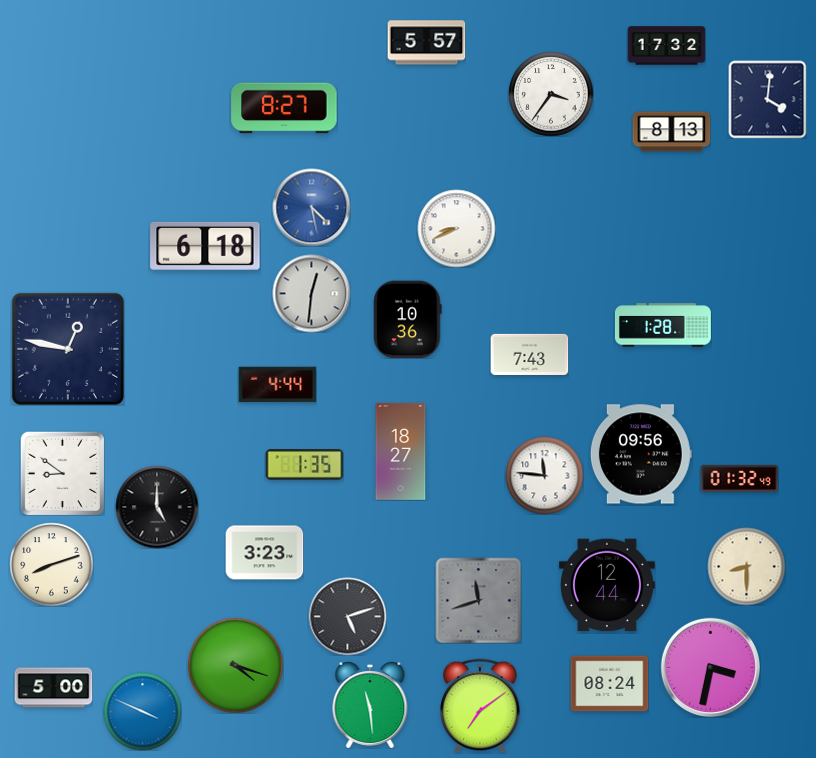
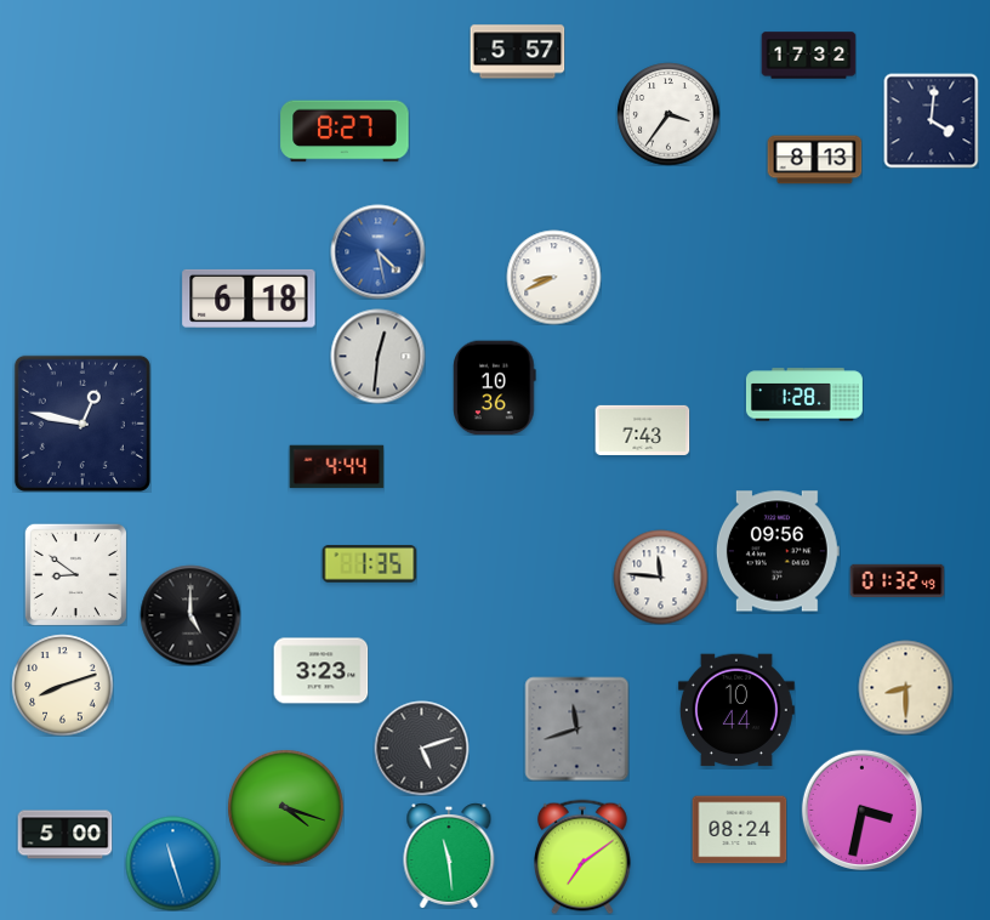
clock at (401, 451): 18:27 -> none
clock at (607, 585): 12:44 -> 10:44
clock at (478, 600) position: (478, 600) -> (576, 728)
clock at (142, 711): 3:49 -> 11:27
